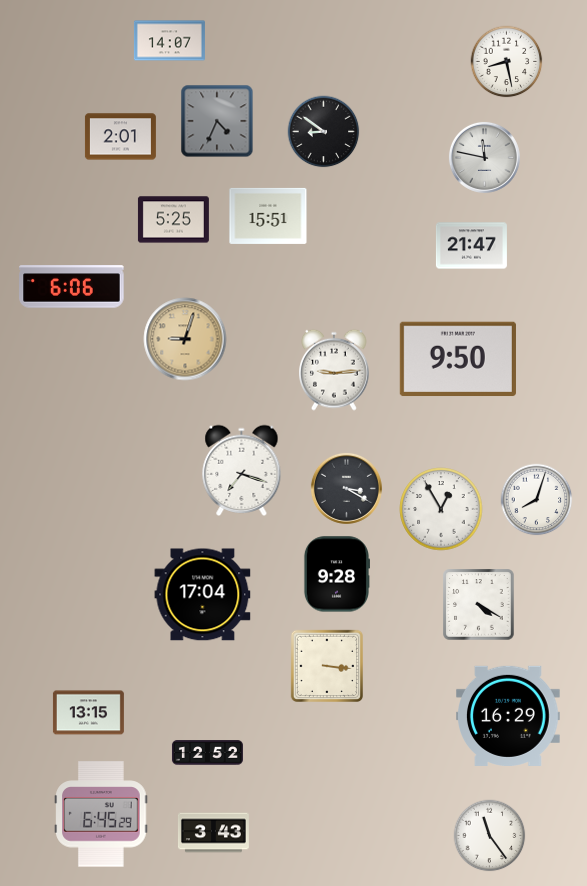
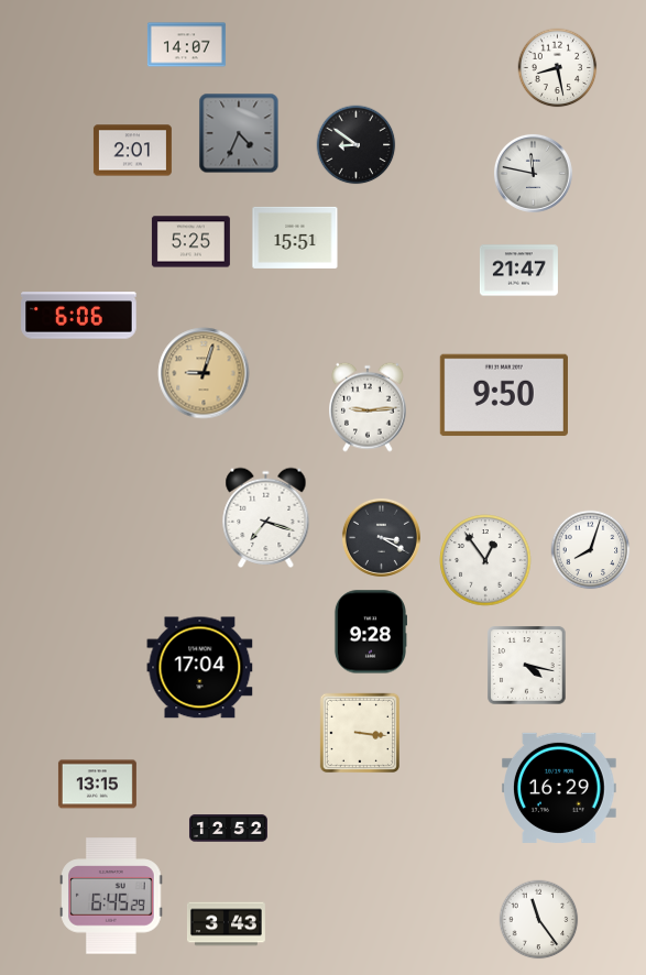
clock at (441, 509): 12:55 -> 12:54
clock at (203, 595) position: (203, 595) -> (200, 668)
clock at (479, 605): 4:20 -> 4:17
clock at (213, 833) position: (213, 833) -> (226, 924)
